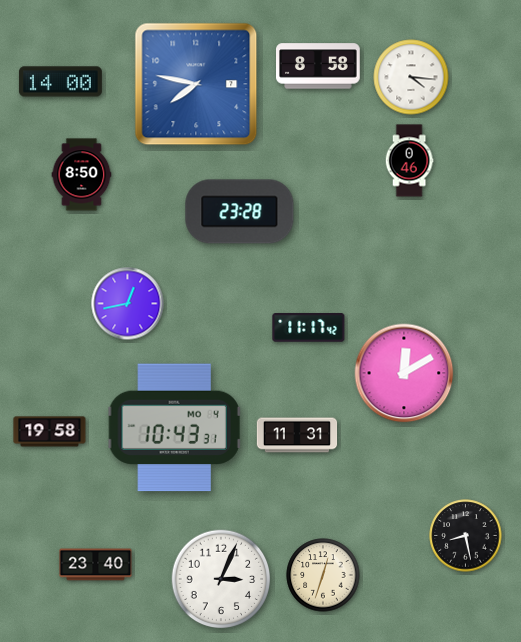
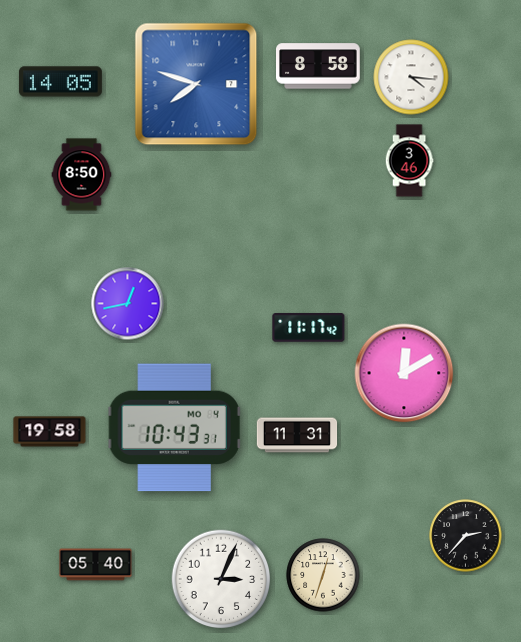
clock at (60, 82): 14:00 -> 14:05
clock at (196, 84): 7:47 -> 7:48
clock at (409, 161): 0:46 -> 3:46
clock at (240, 212): 23:28 -> none
clock at (466, 536): 8:28 -> 2:37
clock at (96, 565): 23:40 -> 05:40
